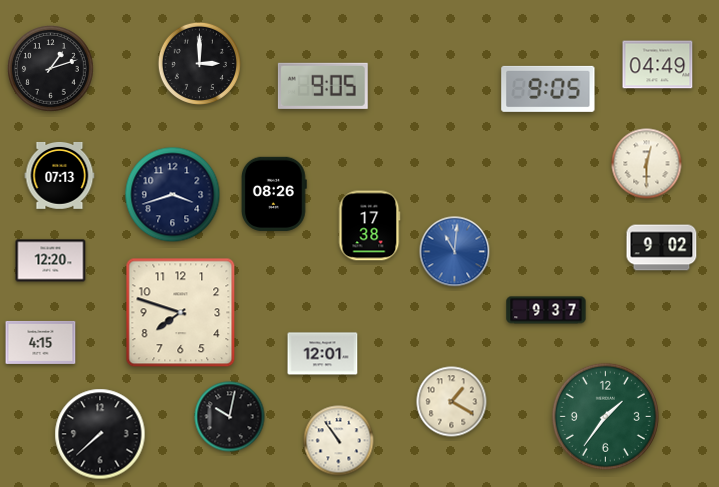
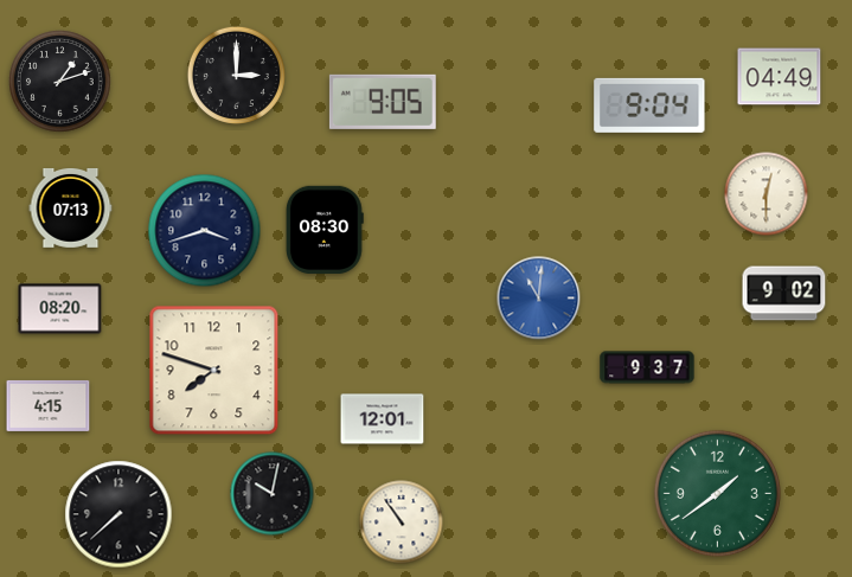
clock at (548, 89): 9:05 -> 9:04
clock at (275, 194): 08:26 -> 08:30
clock at (369, 226): 17:38 -> none
clock at (51, 261): 12:20 -> 08:20
clock at (452, 402): 1:20 -> none
clock at (605, 416): 1:36 -> 1:39
